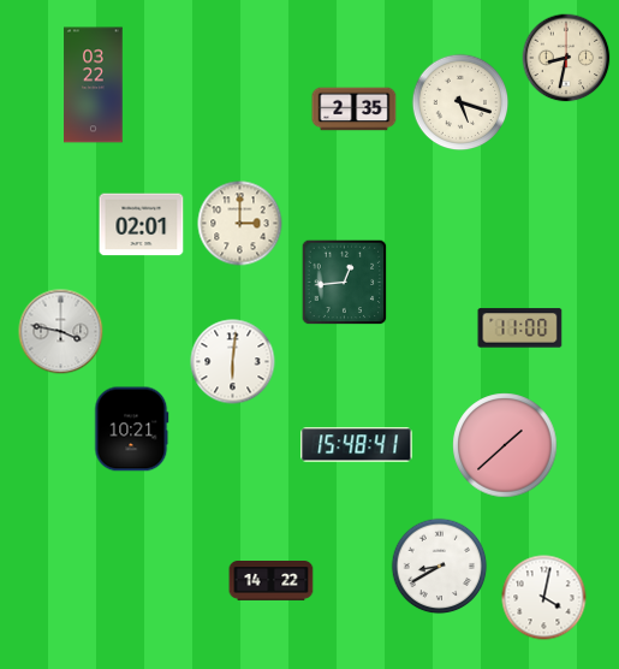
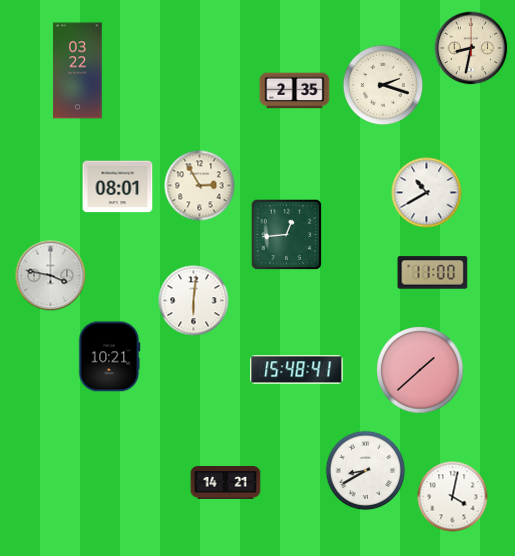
clock at (460, 102): 5:18 -> 2:18
clock at (240, 224): 3:00 -> 2:55
clock at (142, 225): 02:01 -> 08:01
clock at (427, 193): none -> 10:40
clock at (272, 581): 14:22 -> 14:21
